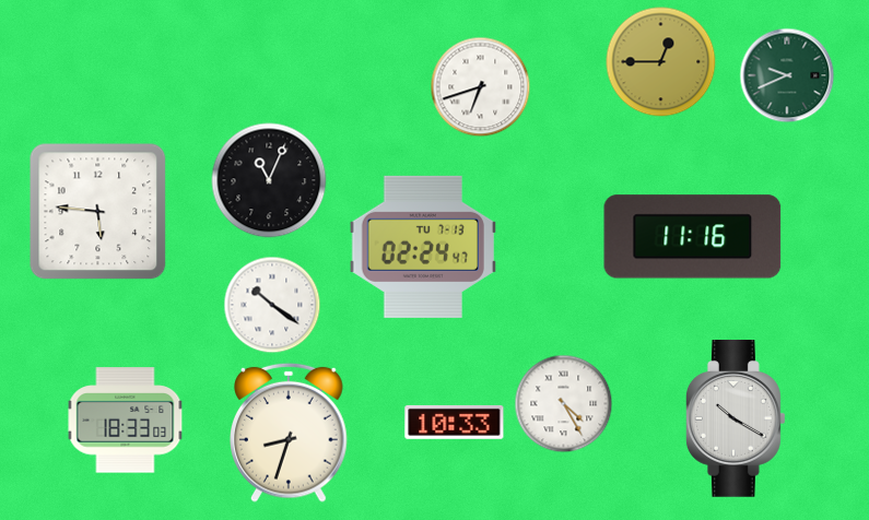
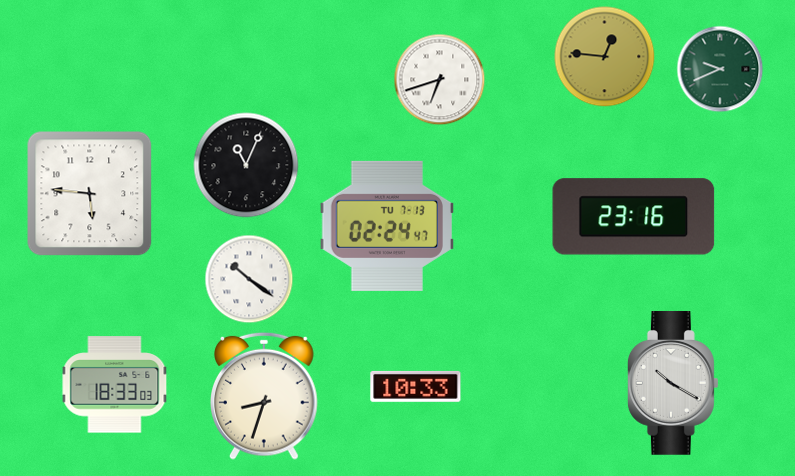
clock at (661, 62): 12:45 -> 12:46
clock at (693, 237): 11:16 -> 23:16
clock at (564, 404): 4:25 -> none
